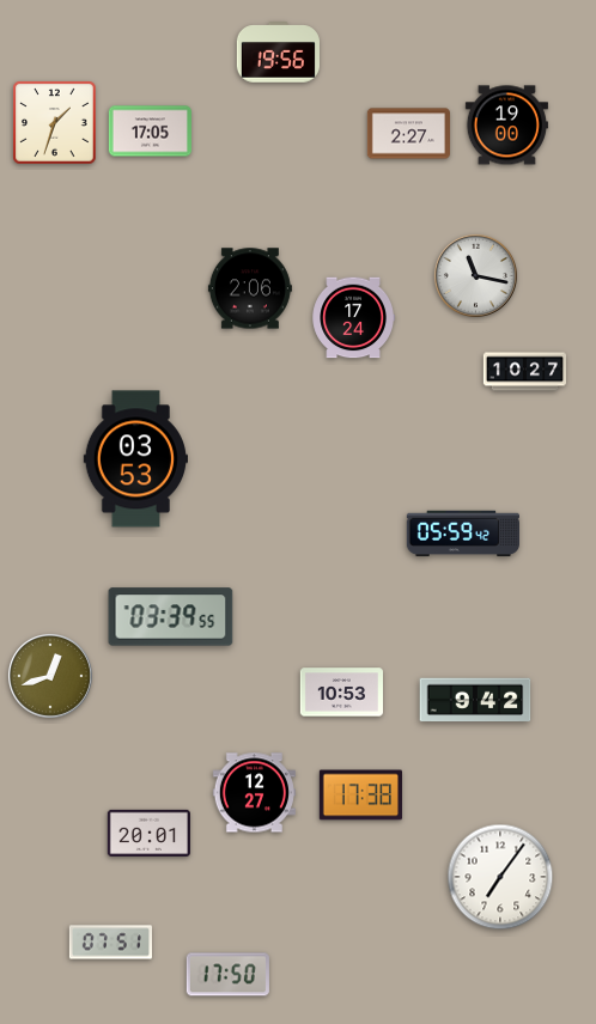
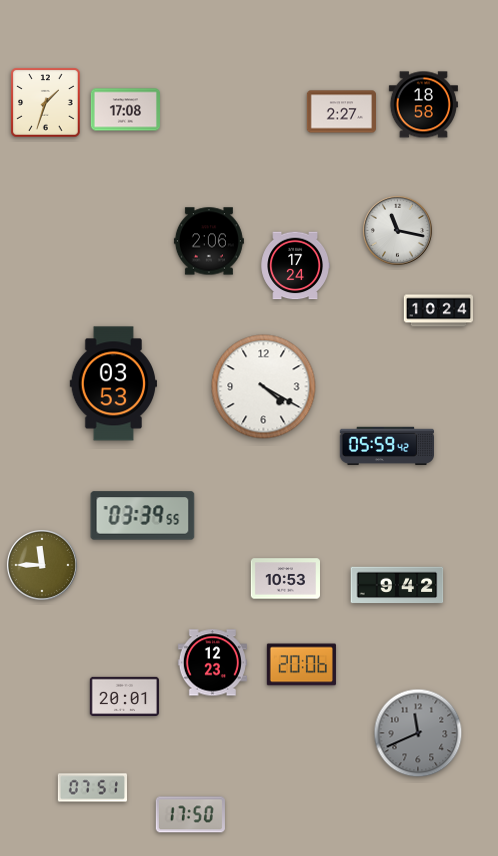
clock at (278, 53): 19:56 -> none
clock at (506, 126): 19:00 -> 18:58
clock at (150, 132): 17:05 -> 17:08
clock at (524, 372): 10:27 -> 10:24
clock at (264, 387): none -> 4:20
clock at (50, 676): 12:42 -> 11:45
clock at (254, 793): 12:27 -> 12:23
clock at (360, 796): 17:38 -> 20:06
clock at (500, 877): 7:06 -> 11:41
clock at (500, 877) dial: white -> grey
